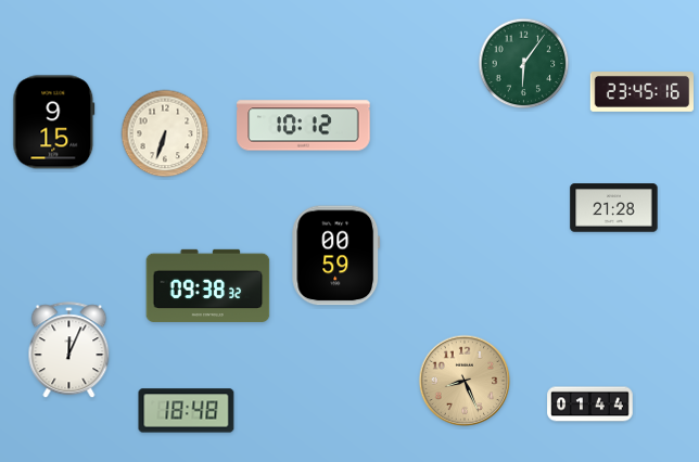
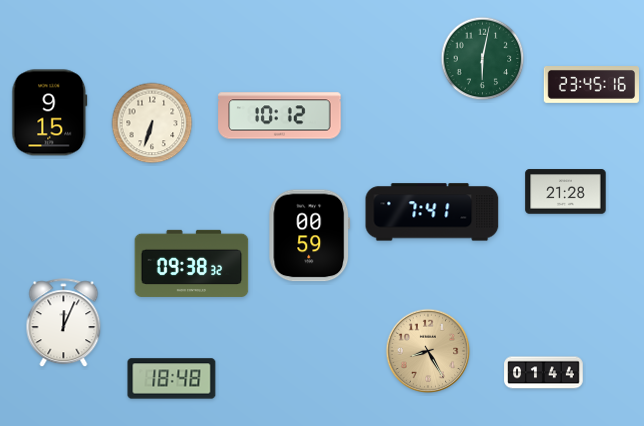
clock at (524, 64): 6:06 -> 6:02
clock at (432, 212): none -> 7:41
clock at (465, 381): 8:26 -> 8:25
